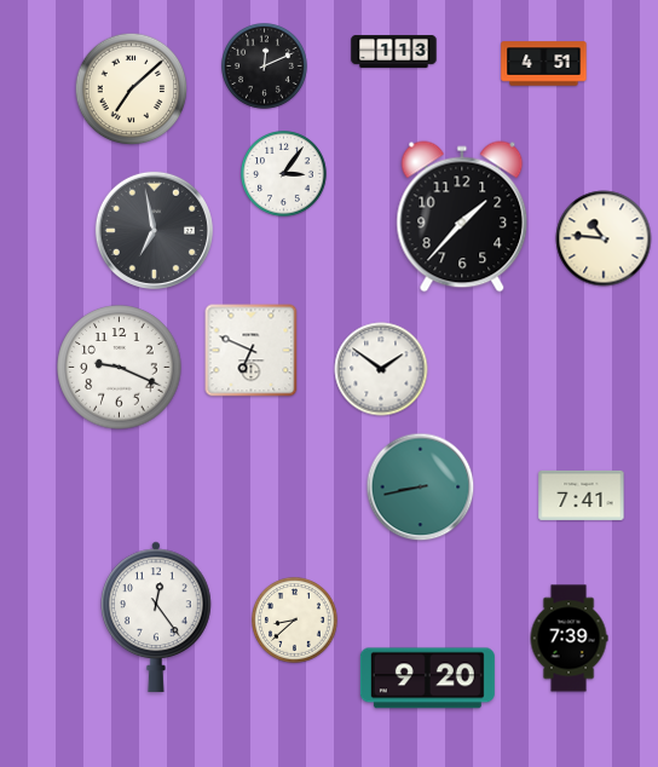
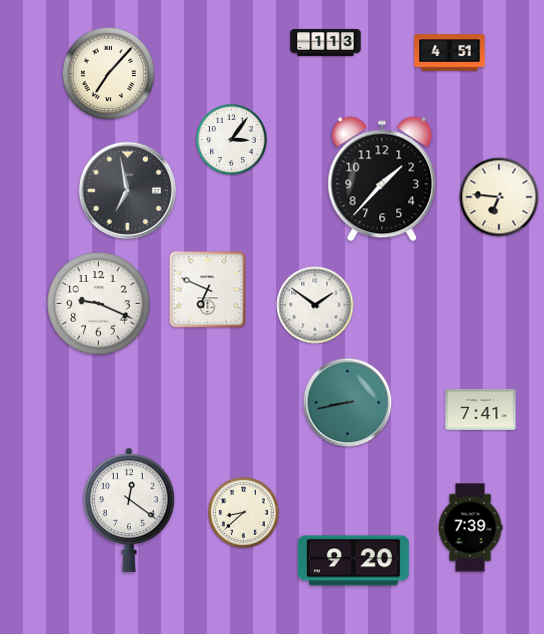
clock at (265, 67): 12:11 -> none
clock at (132, 90): 7:08 -> 7:07
clock at (284, 174) position: (284, 174) -> (232, 140)
clock at (604, 238): 10:46 -> 6:46
clock at (157, 617): 12:24 -> 12:21
